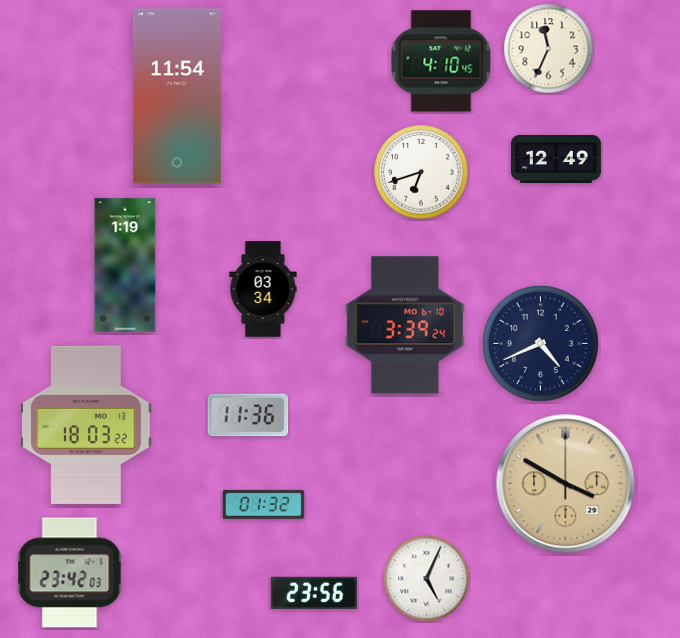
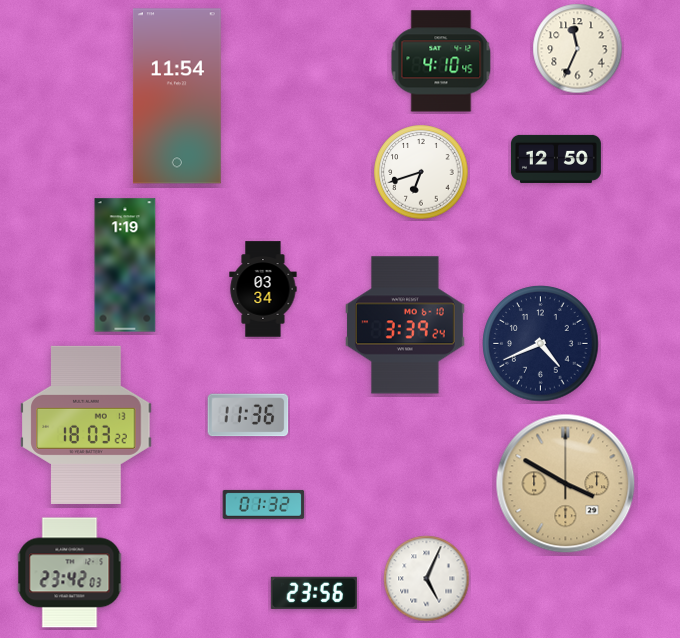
clock at (549, 49) position: (549, 49) -> (578, 49)
clock at (556, 159): 12:49 -> 12:50
